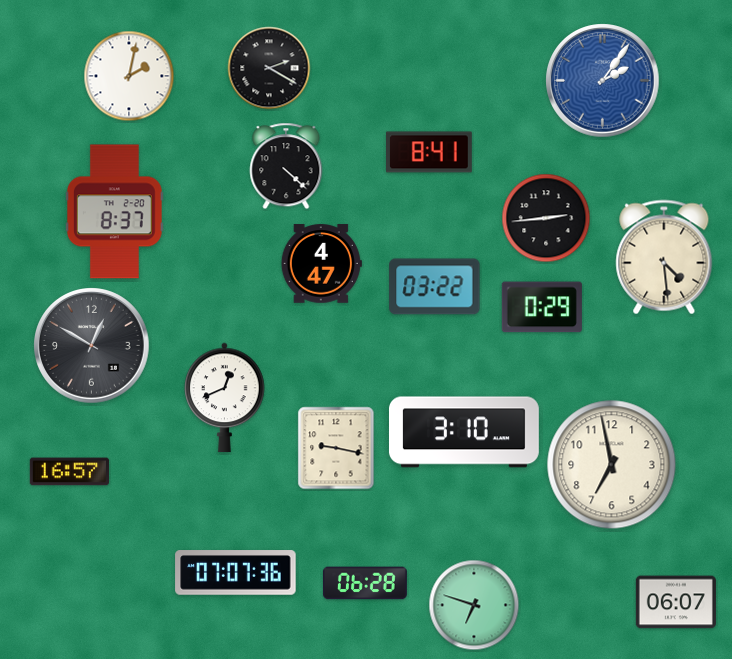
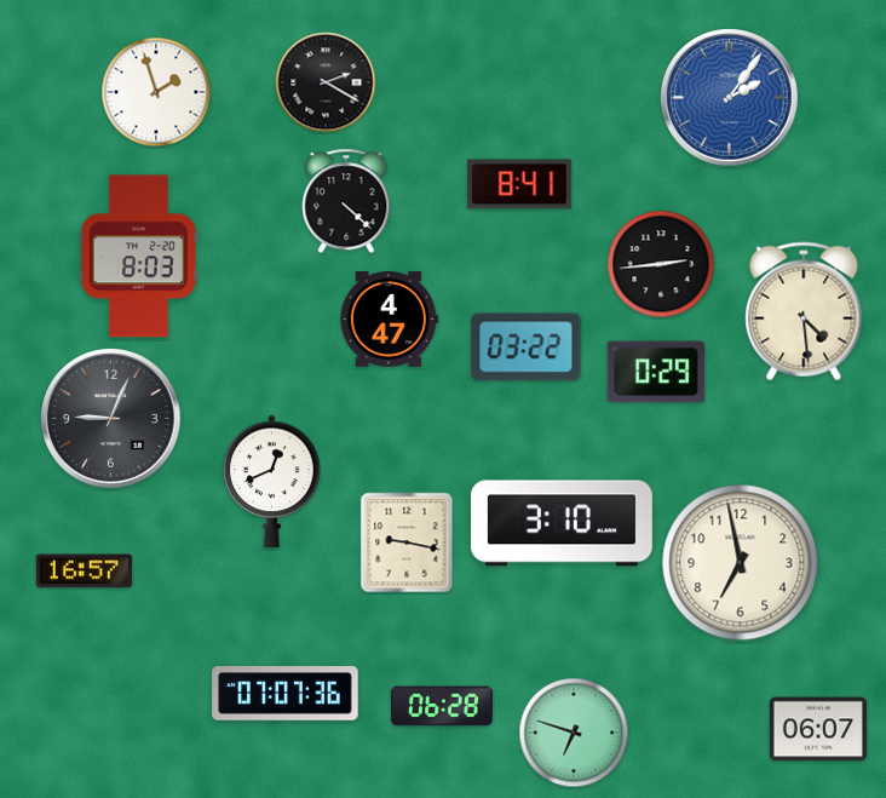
clock at (129, 76): 2:02 -> 1:57
clock at (114, 212): 8:37 -> 8:03
clock at (92, 346): 12:50 -> 9:04
